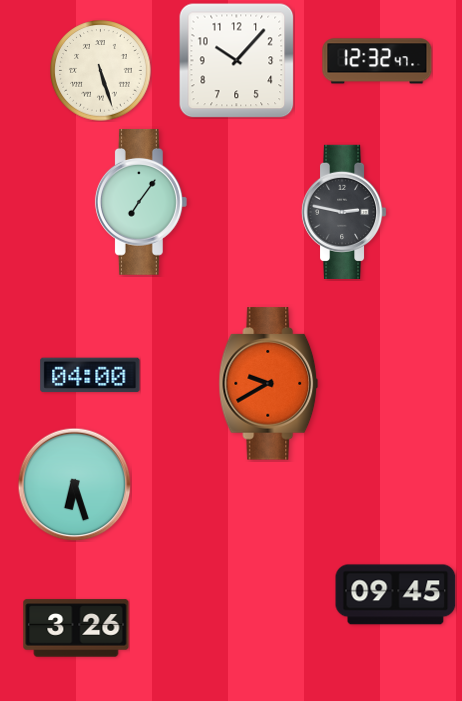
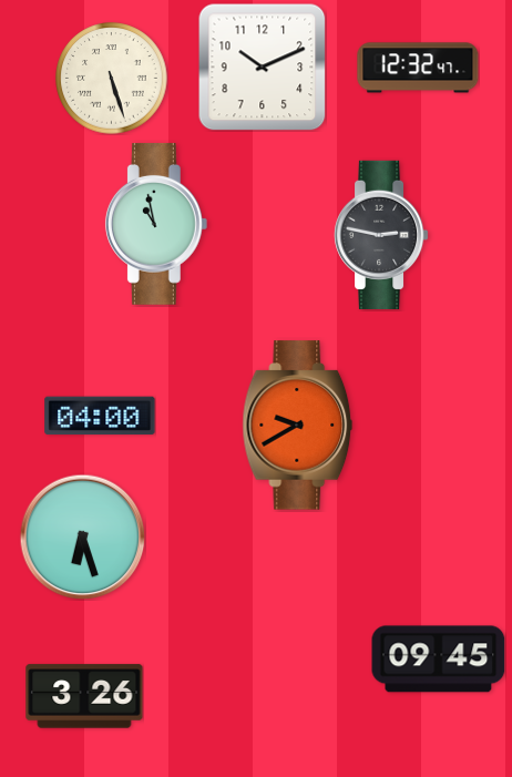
clock at (236, 60): 10:07 -> 10:11
clock at (141, 202): 7:06 -> 10:58
